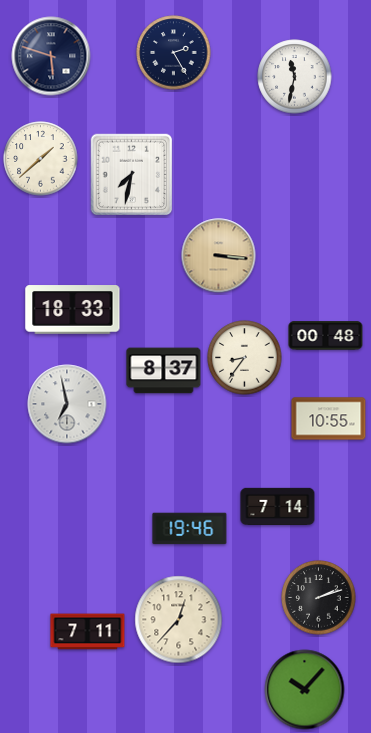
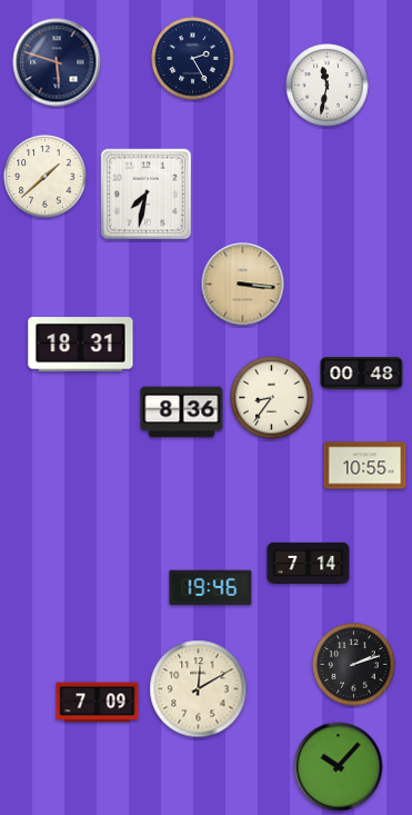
clock at (73, 310): 18:33 -> 18:31
clock at (164, 371): 8:37 -> 8:36
clock at (67, 404): 6:58 -> none
clock at (179, 620): 12:37 -> 12:10
clock at (88, 632): 7:11 -> 7:09
